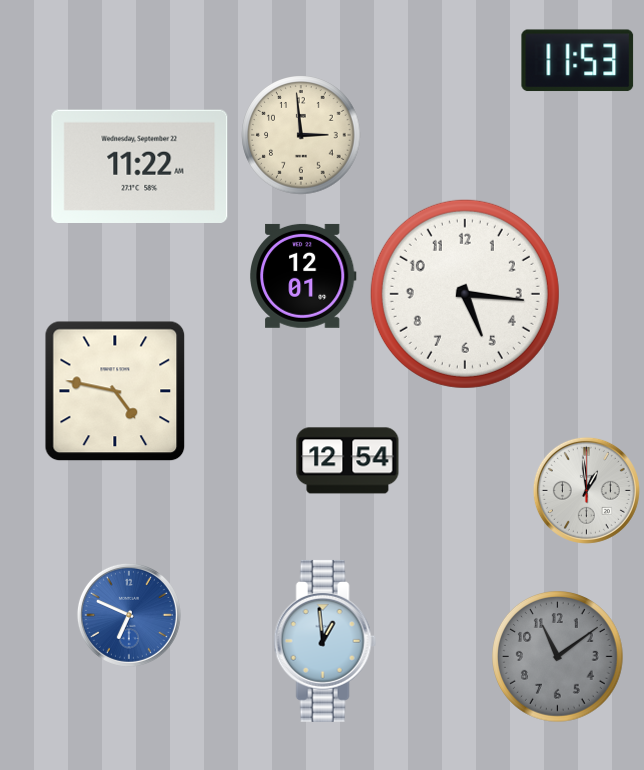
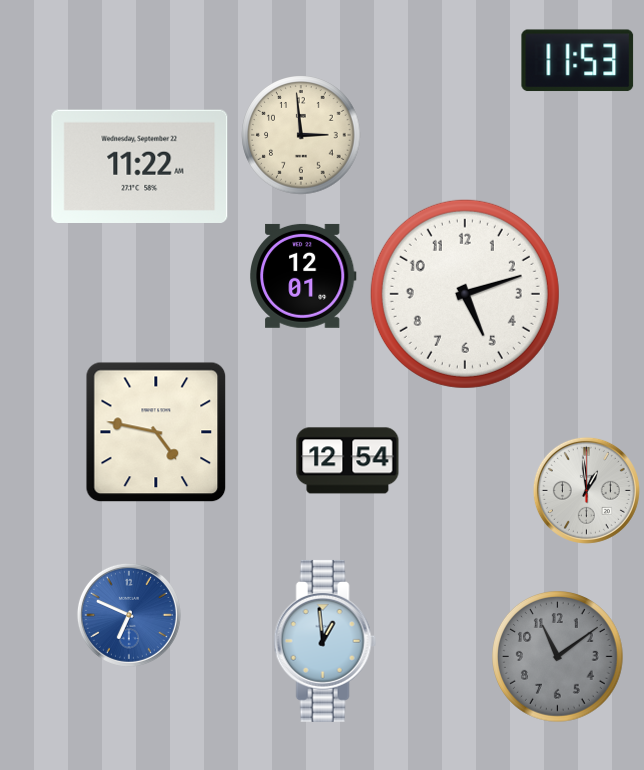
clock at (465, 294): 5:16 -> 5:12
clock at (115, 391) position: (115, 391) -> (156, 432)
